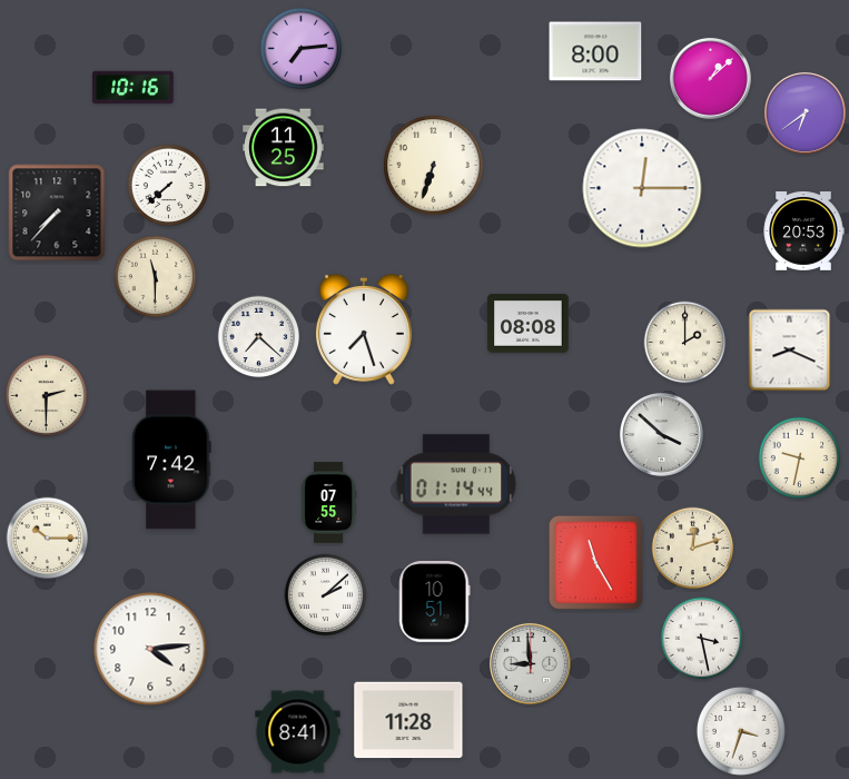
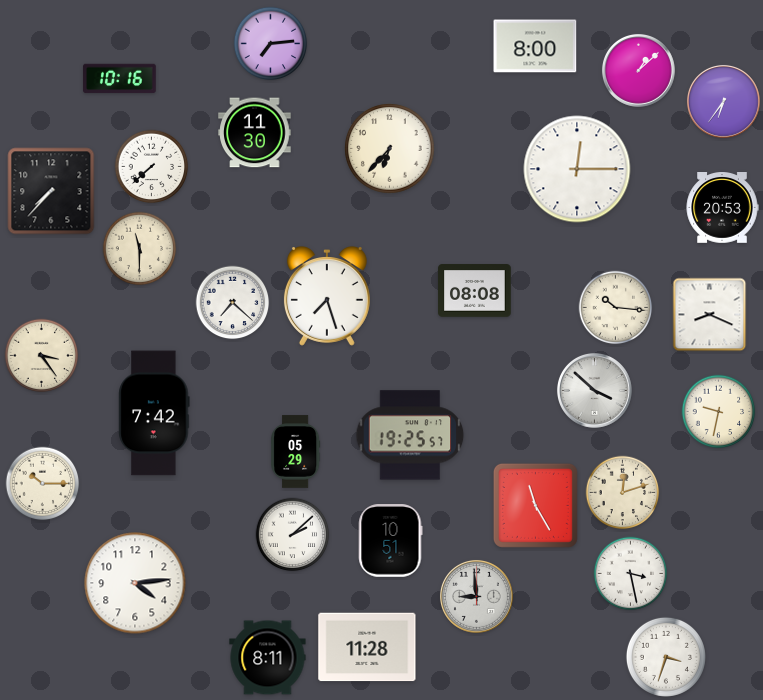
clock at (804, 112): 6:39 -> 6:36
clock at (284, 148): 11:25 -> 11:30
clock at (434, 166): 6:33 -> 6:37
clock at (685, 343): 2:00 -> 10:16
clock at (47, 396): 2:30 -> 3:24
clock at (456, 484): 01:14 -> 19:25
clock at (329, 503): 07:55 -> 05:29
clock at (298, 732): 8:41 -> 8:11
